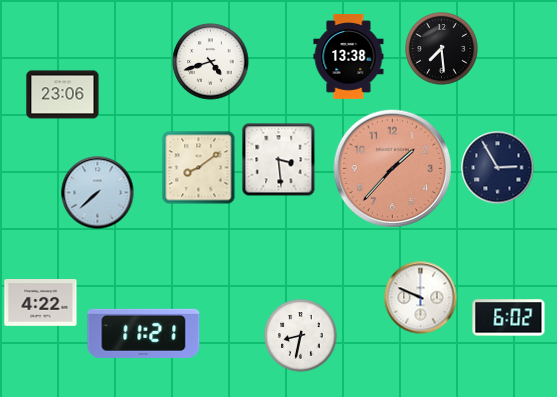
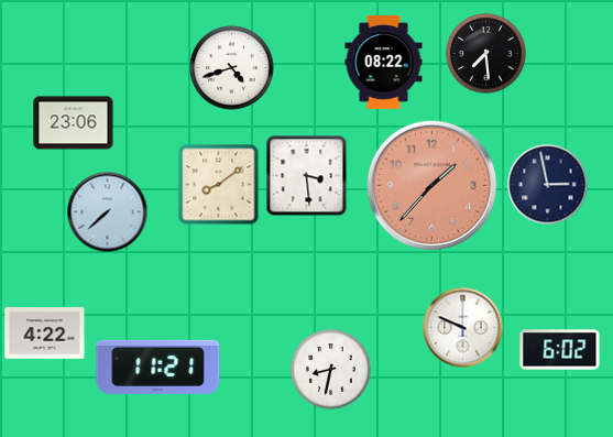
clock at (349, 57): 13:38 -> 08:22
clock at (63, 95) position: (63, 95) -> (74, 123)
clock at (498, 168): 2:55 -> 2:58
